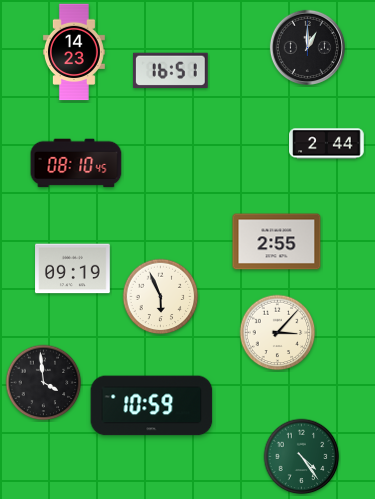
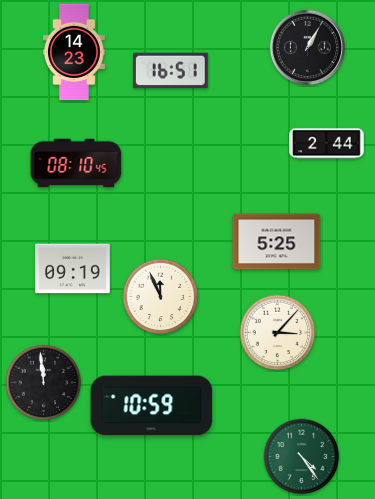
clock at (307, 47): 1:00 -> 1:05
clock at (277, 242): 2:55 -> 5:25
clock at (161, 297): 5:56 -> 11:56
clock at (44, 383): 3:59 -> 11:59
